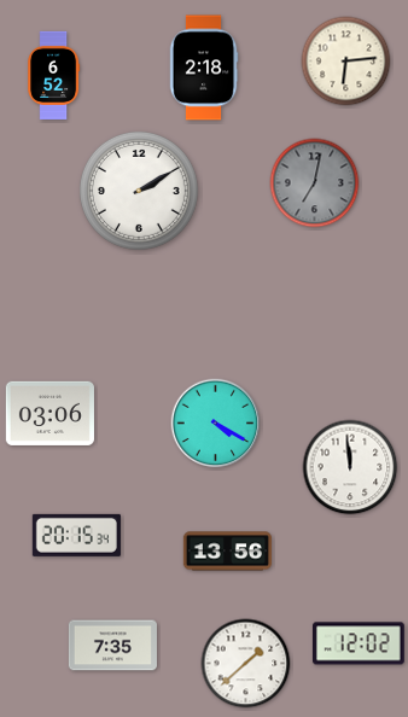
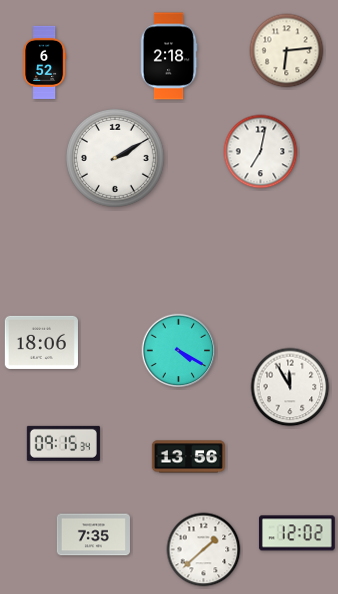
clock at (315, 183) dial: grey -> white
clock at (49, 413): 03:06 -> 18:06
clock at (350, 467): 11:59 -> 11:55
clock at (76, 535): 20:15 -> 09:15
